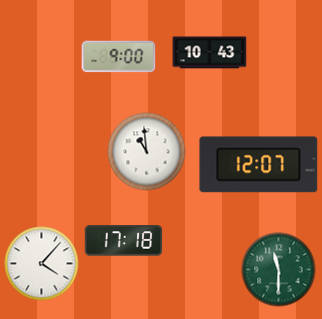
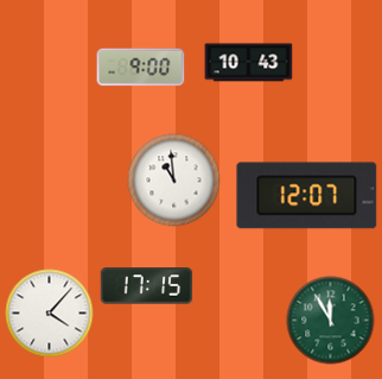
clock at (124, 241): 17:18 -> 17:15
clock at (279, 270): 11:30 -> 11:55
